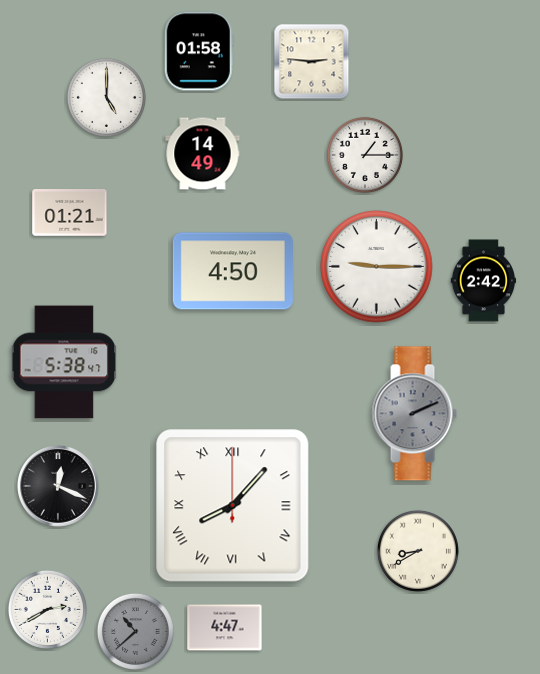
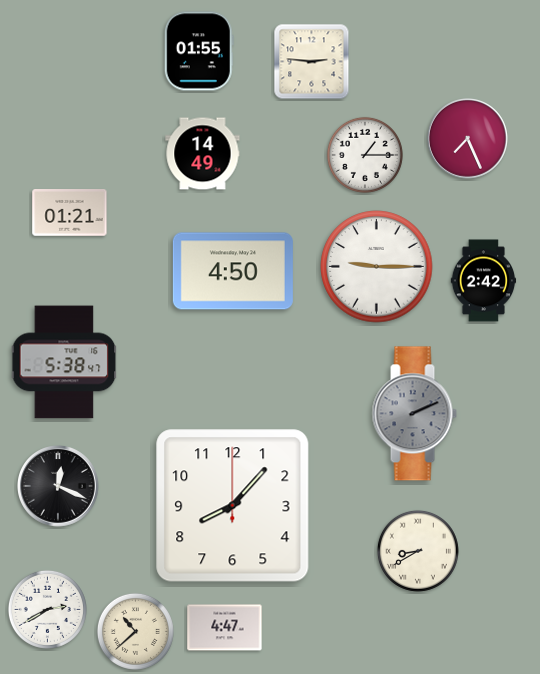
clock at (199, 51): 01:58 -> 01:55
clock at (106, 97): 5:00 -> none
clock at (468, 139): none -> 7:26
clock at (233, 506) numerals: Roman -> Arabic
clock at (135, 631) dial: grey -> cream
